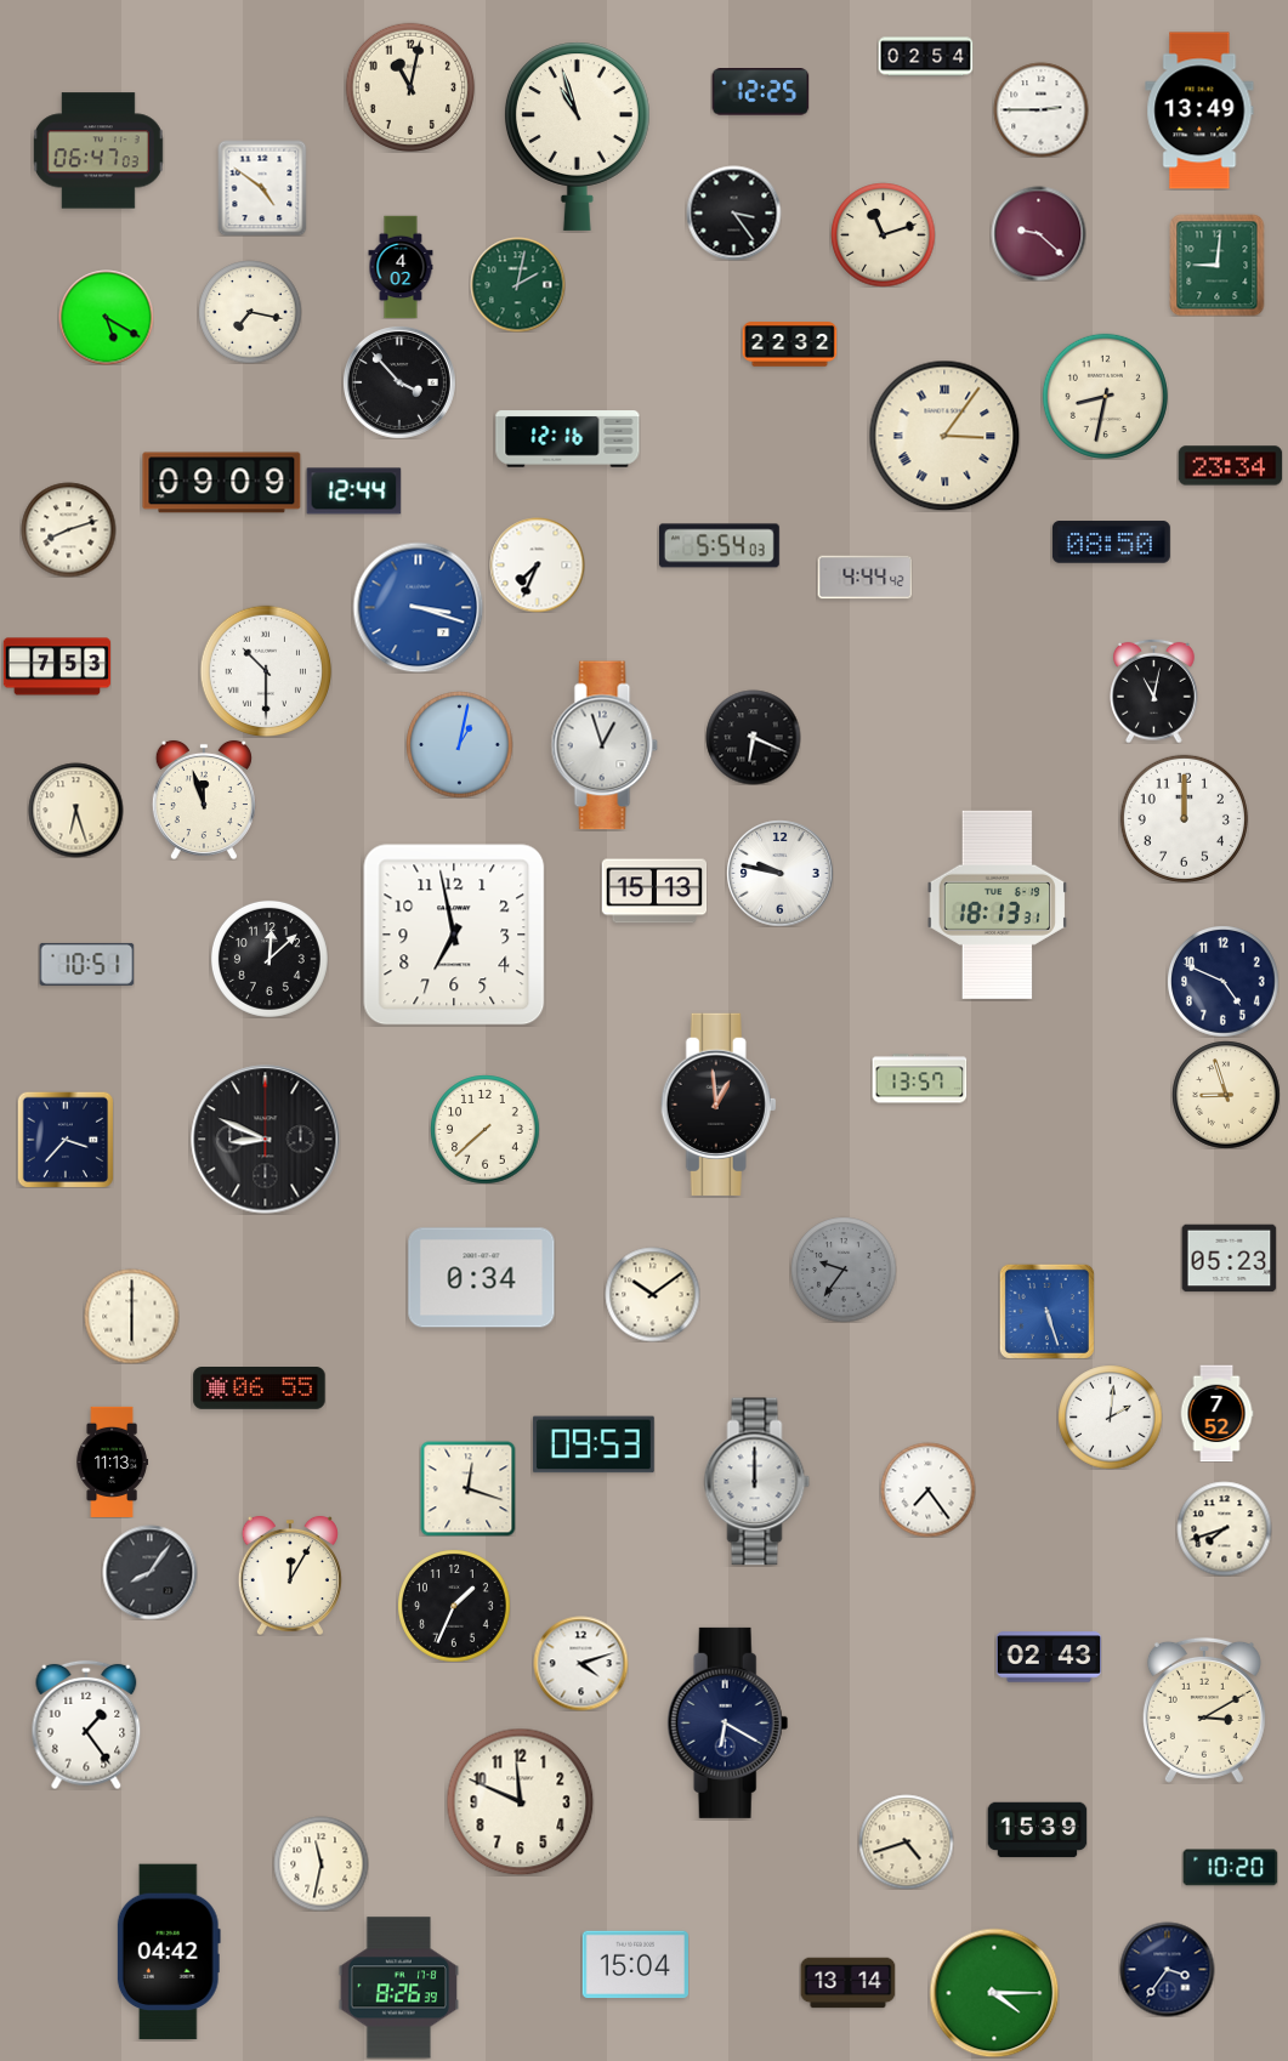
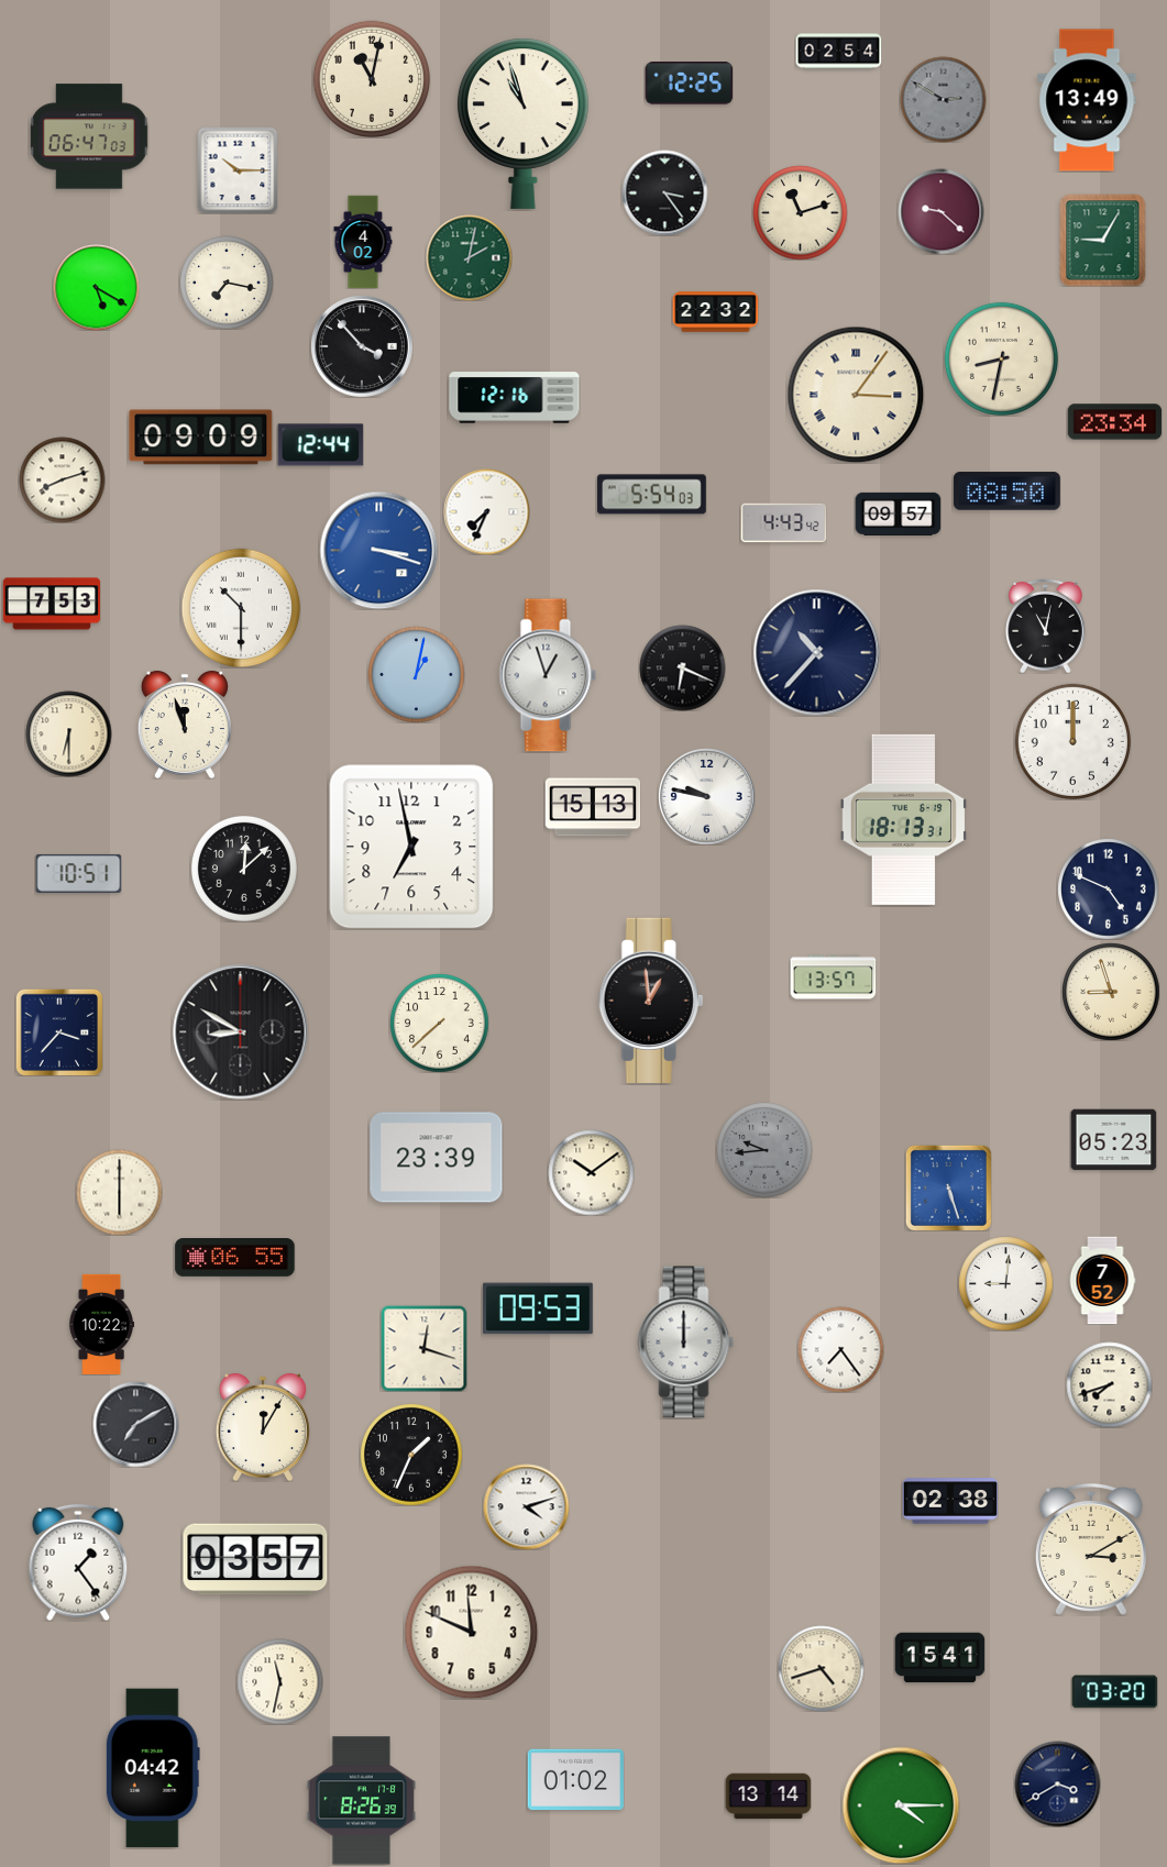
clock at (1040, 109): 2:45 -> 2:50
clock at (1040, 109) dial: white -> grey
clock at (262, 188): 4:51 -> 10:15
clock at (1218, 265): 9:01 -> 9:05
clock at (898, 513): none -> 09:57
clock at (864, 578): 4:44 -> 4:43
clock at (816, 652): none -> 10:37
clock at (75, 810): 6:27 -> 6:30
clock at (779, 873) position: (779, 873) -> (706, 796)
clock at (266, 1140): 8:49 -> 8:50
clock at (844, 1270): 9:36 -> 9:44
clock at (482, 1278): 0:34 -> 23:39
clock at (1110, 1416): 2:01 -> 9:01
clock at (112, 1461): 11:13 -> 10:22
clock at (149, 1572): 8:06 -> 7:10
clock at (1049, 1657): 02:43 -> 02:38
clock at (255, 1559): none -> 03:57
clock at (728, 1722): 6:20 -> none
clock at (1037, 1830): 15:39 -> 15:41
clock at (320, 1863) position: (320, 1863) -> (279, 1681)
clock at (1230, 1868): 10:20 -> 03:20
clock at (635, 1965): 15:04 -> 01:02
clock at (1167, 1969): 3:36 -> 3:40
